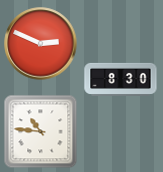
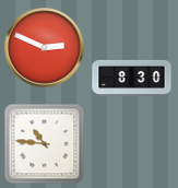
clock at (121, 79) position: (121, 79) -> (132, 78)
